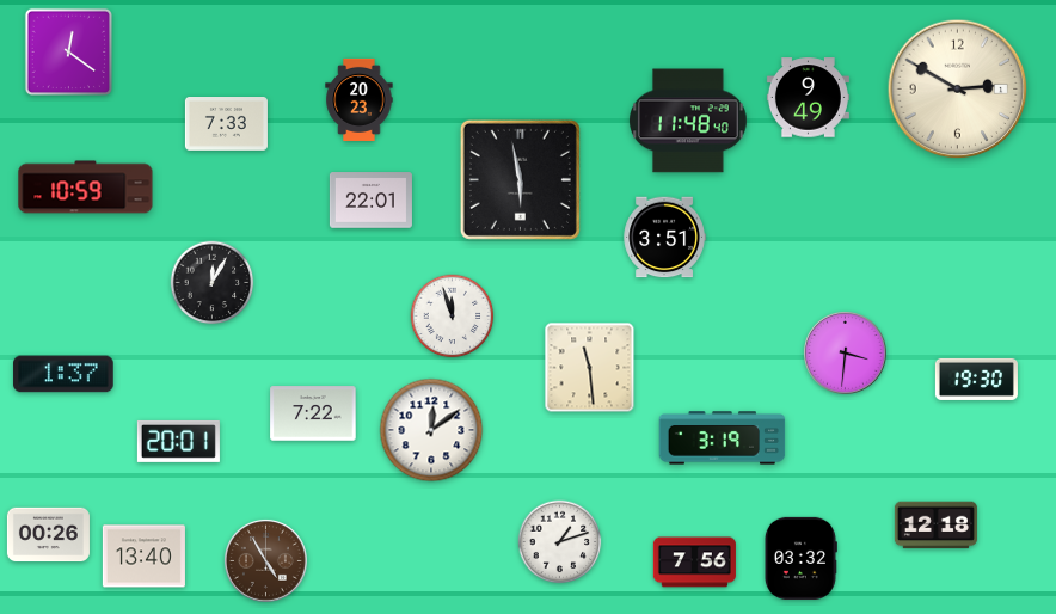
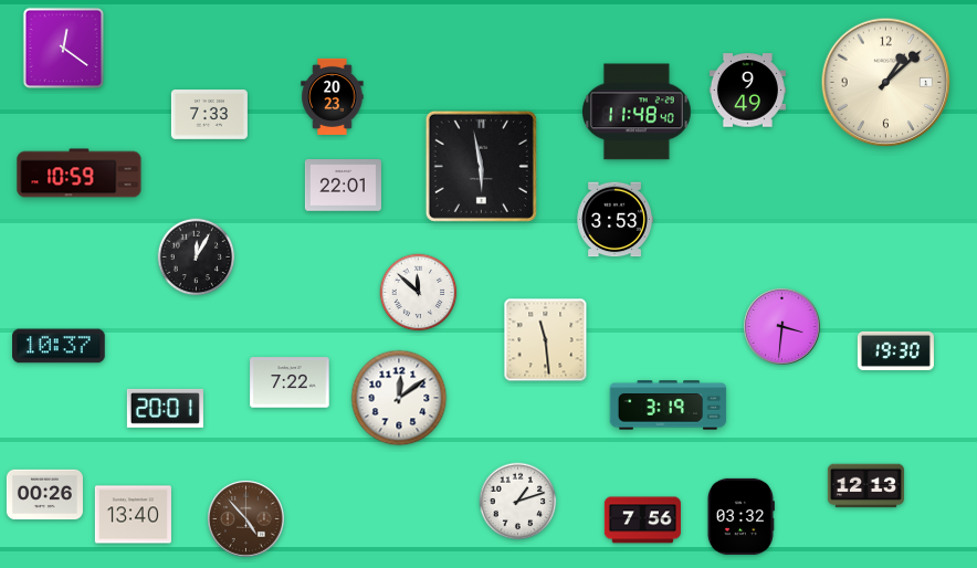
clock at (958, 90): 2:50 -> 1:08
clock at (360, 99) position: (360, 99) -> (333, 96)
clock at (664, 238): 3:51 -> 3:53
clock at (213, 283) position: (213, 283) -> (197, 257)
clock at (453, 317): 11:57 -> 11:52
clock at (63, 374): 1:37 -> 10:37
clock at (976, 379) position: (976, 379) -> (895, 350)
clock at (935, 526): 12:18 -> 12:13
clock at (265, 560): 4:55 -> 4:53
